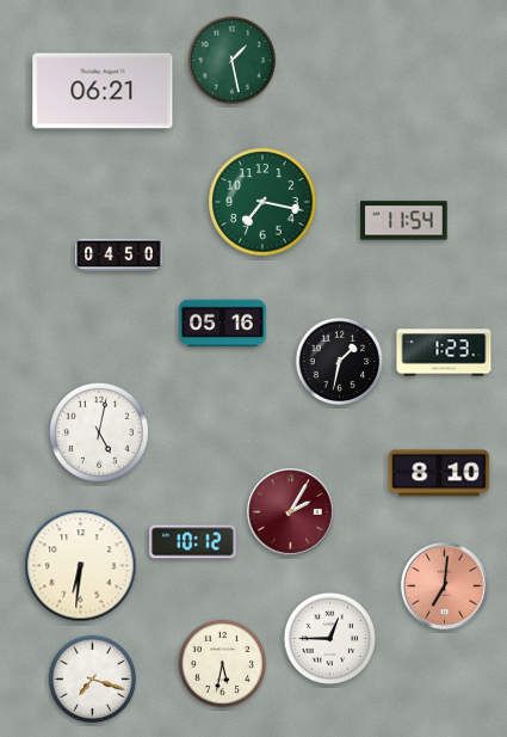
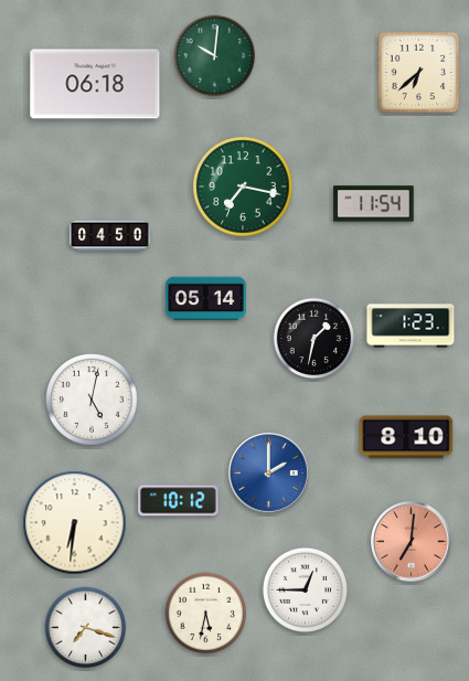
clock at (233, 61): 1:28 -> 10:01
clock at (419, 73): none -> 6:38
clock at (103, 91): 06:21 -> 06:18
clock at (223, 324): 05:16 -> 05:14
clock at (340, 362) position: (340, 362) -> (315, 339)
clock at (291, 512): 2:05 -> 2:00
clock at (291, 512) dial: burgundy -> blue
